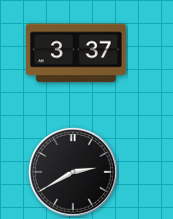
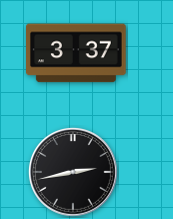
clock at (73, 172): 2:40 -> 2:43
